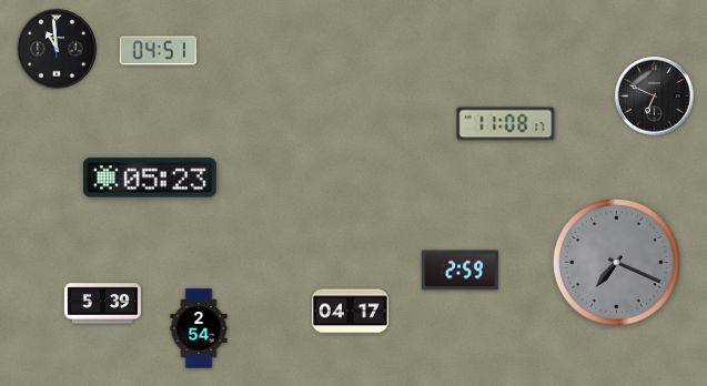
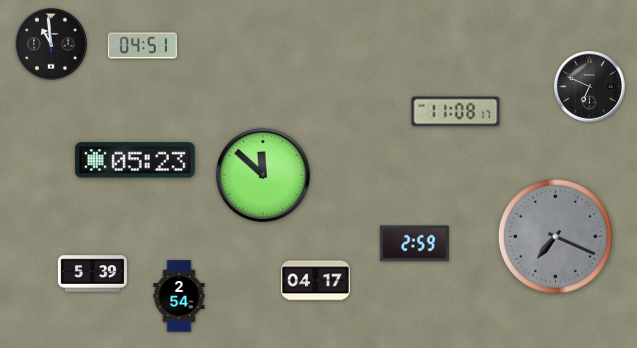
clock at (263, 175): none -> 11:52
